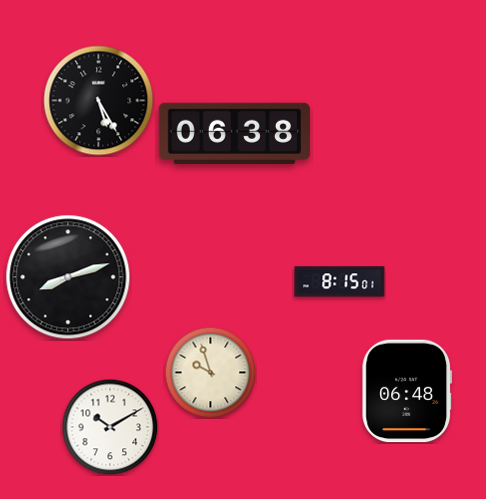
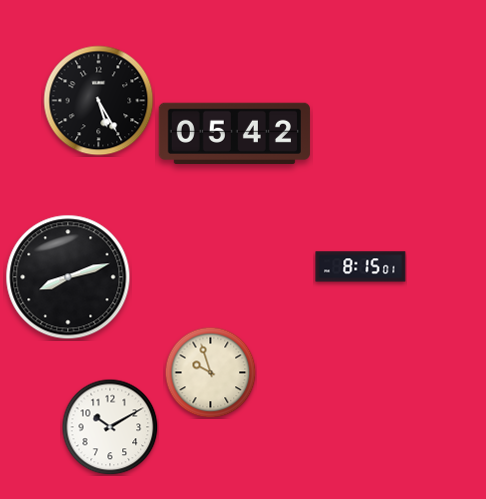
clock at (234, 133): 06:38 -> 05:42
clock at (340, 282) position: (340, 282) -> (361, 267)
clock at (407, 391): 06:48 -> none
